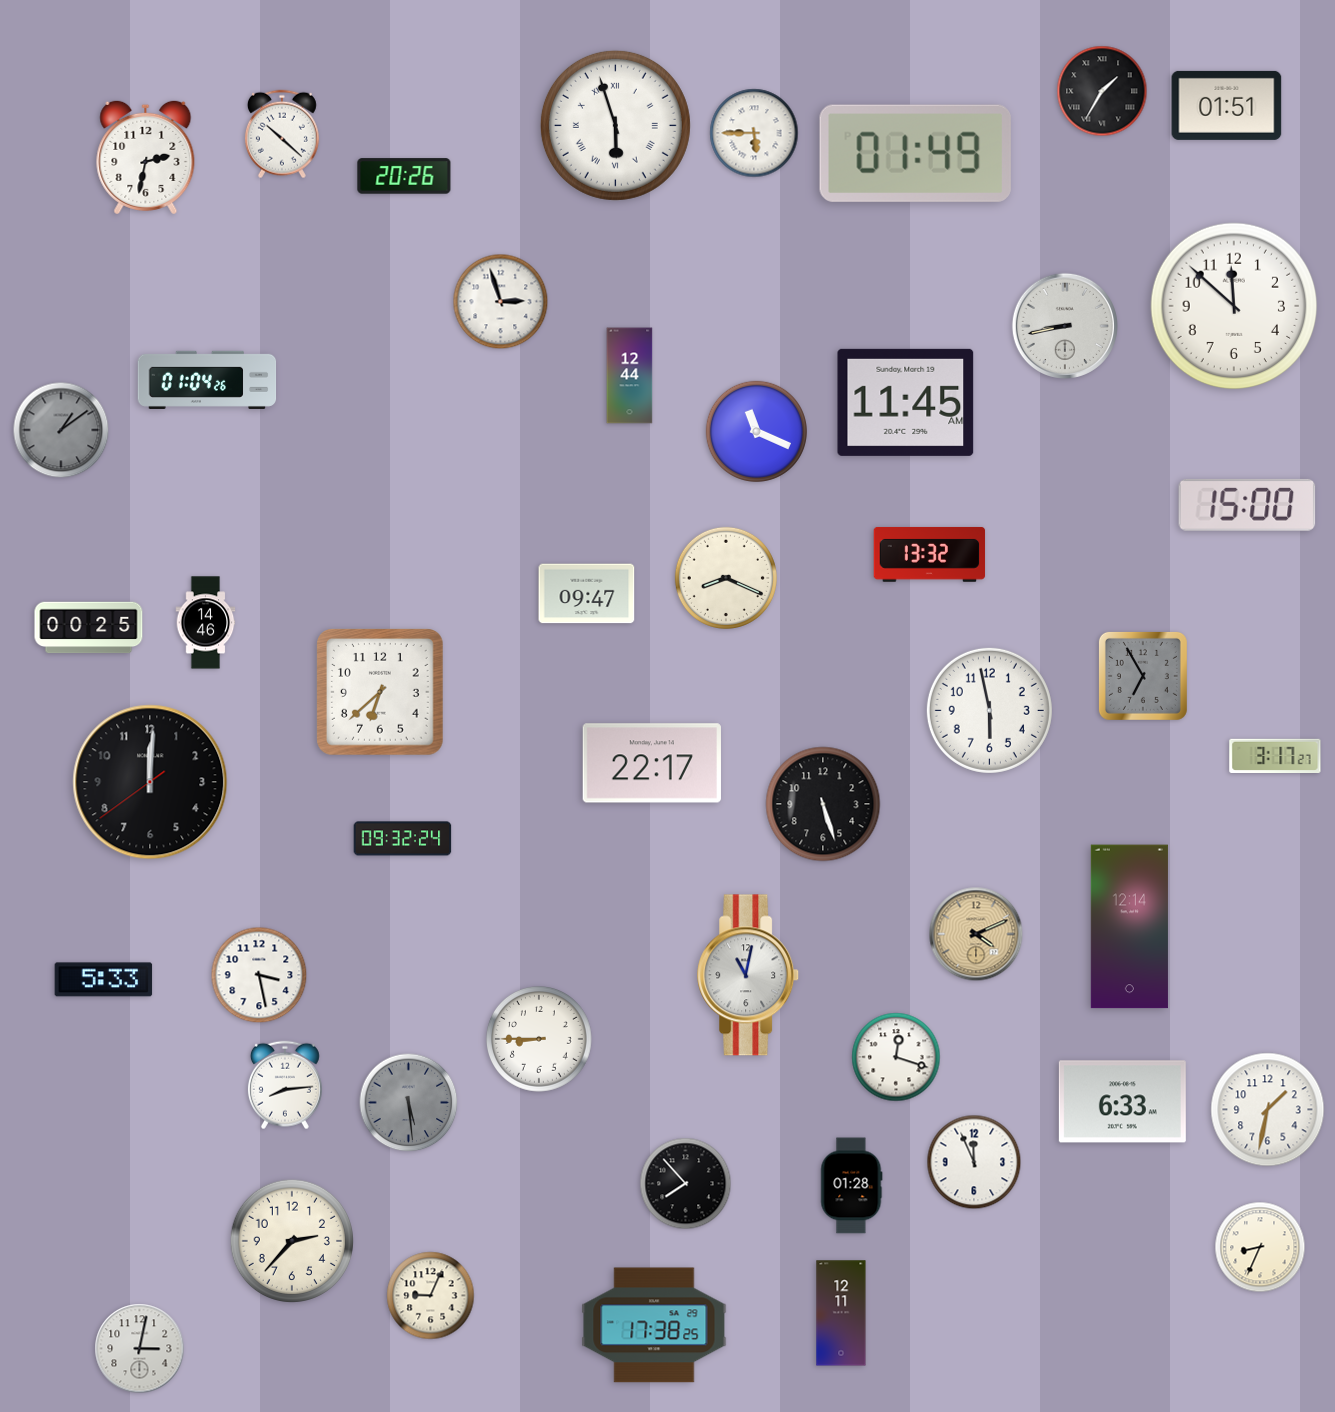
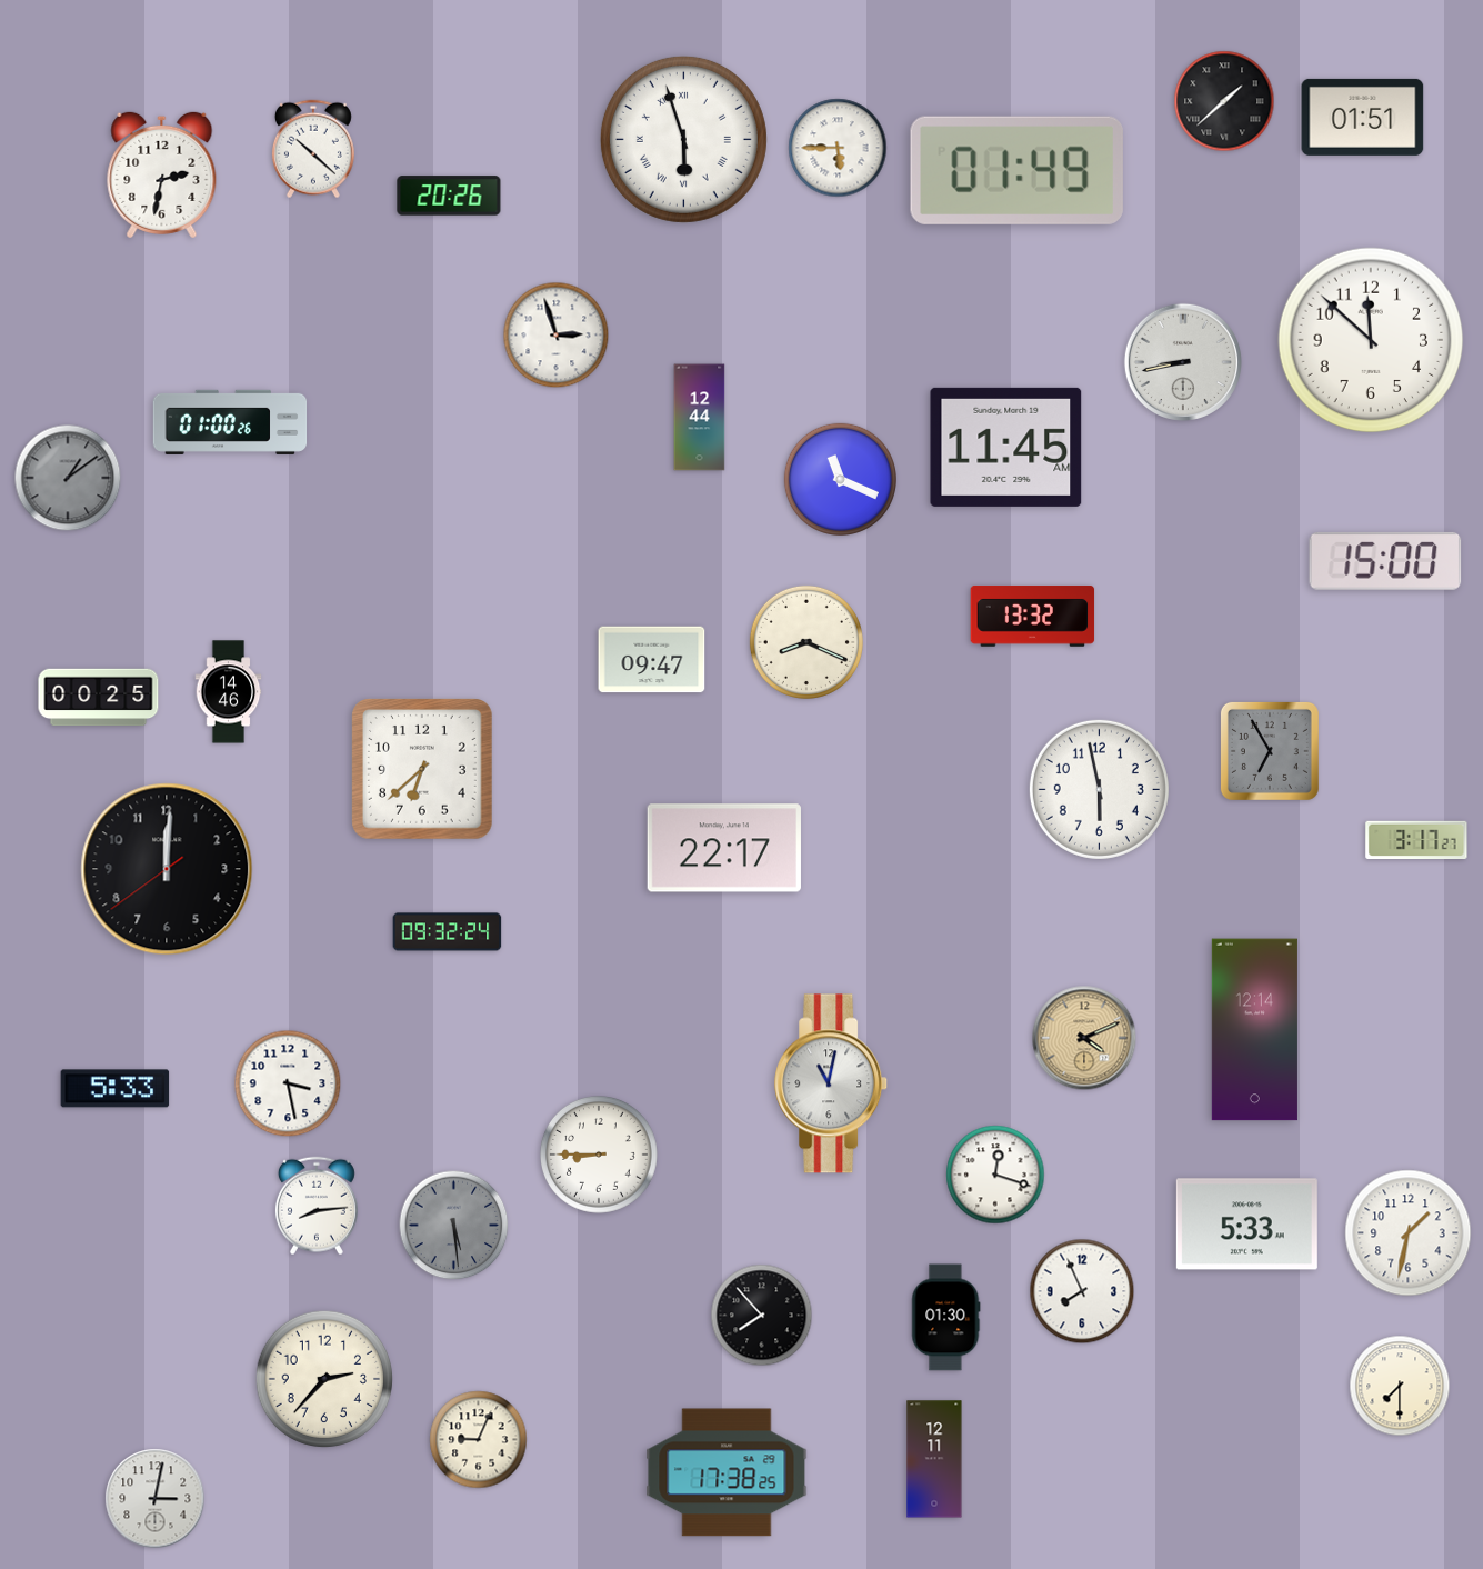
clock at (1102, 91): 1:35 -> 1:38
clock at (207, 380): 01:04 -> 01:00
clock at (823, 804): 5:27 -> none
clock at (1122, 1102): 6:33 -> 5:33
clock at (974, 1162): 11:56 -> 7:56
clock at (852, 1186): 01:28 -> 01:30
clock at (1260, 1247): 8:34 -> 7:30
